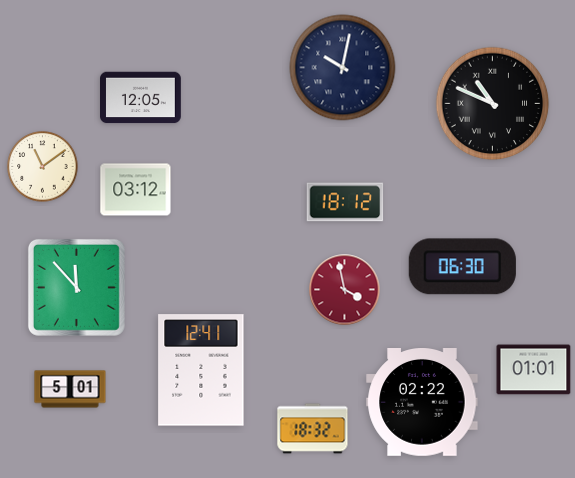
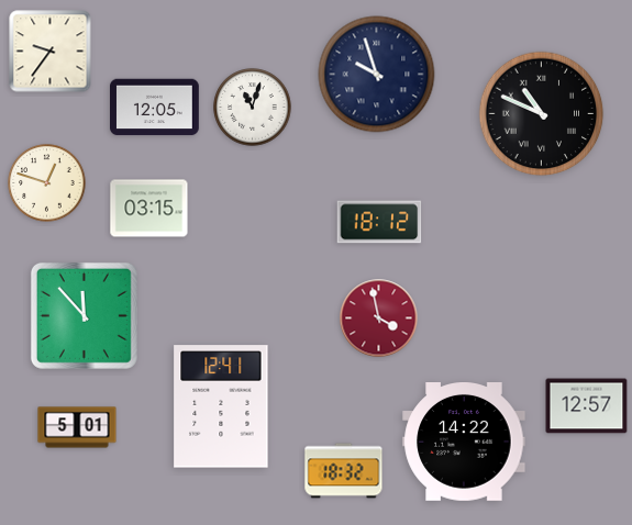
clock at (51, 52): none -> 9:36
clock at (343, 68): 10:02 -> 9:57
clock at (253, 108): none -> 11:03
clock at (43, 167): 11:09 -> 12:48
clock at (136, 190): 03:12 -> 03:15
clock at (462, 267): 06:30 -> none
clock at (534, 370): 01:01 -> 12:57
clock at (422, 403): 02:22 -> 14:22
